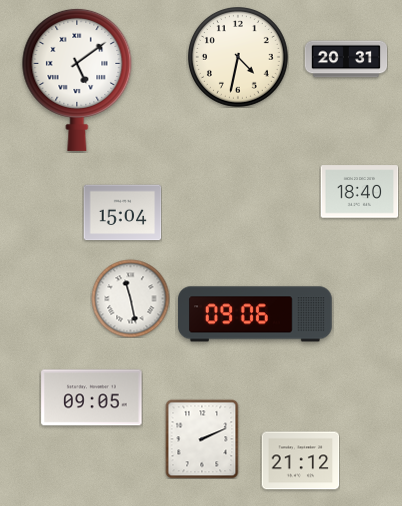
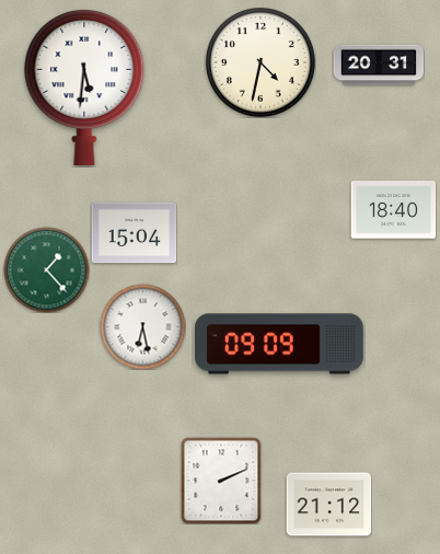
clock at (77, 79): 5:09 -> 5:31
clock at (46, 269): none -> 1:23
clock at (130, 298): 11:28 -> 6:28
clock at (255, 314): 09:06 -> 09:09
clock at (92, 398): 09:05 -> none
